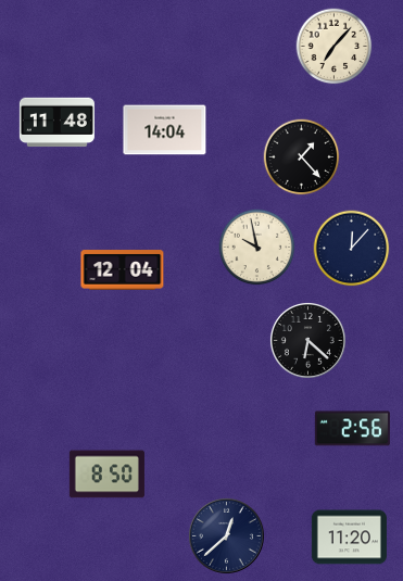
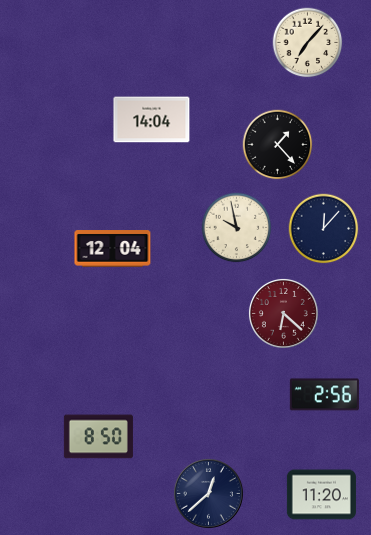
clock at (56, 123): 11:48 -> none
clock at (307, 340) dial: black -> burgundy
